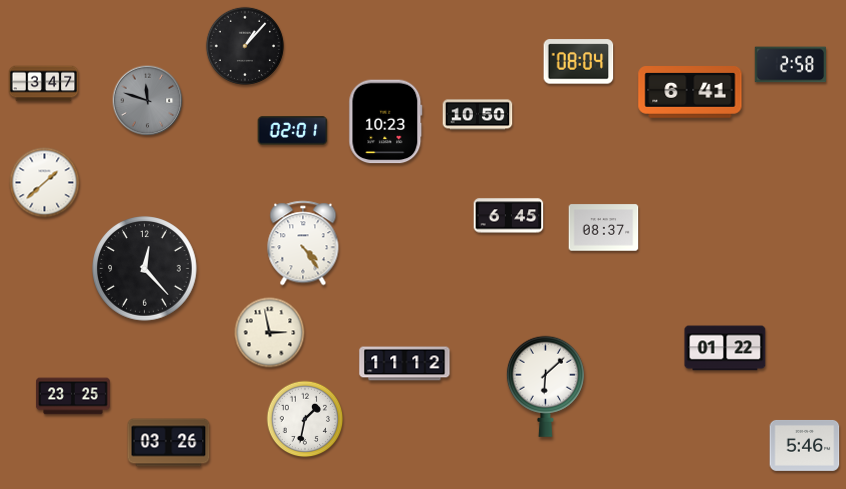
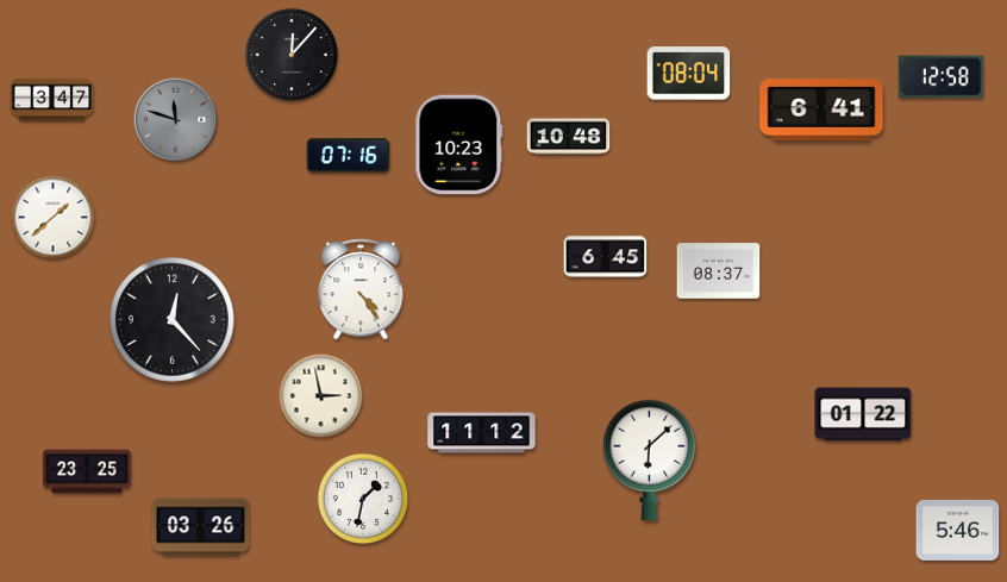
clock at (245, 46): 1:07 -> 12:07
clock at (790, 65): 2:58 -> 12:58
clock at (478, 115): 10:50 -> 10:48
clock at (293, 131): 02:01 -> 07:16
